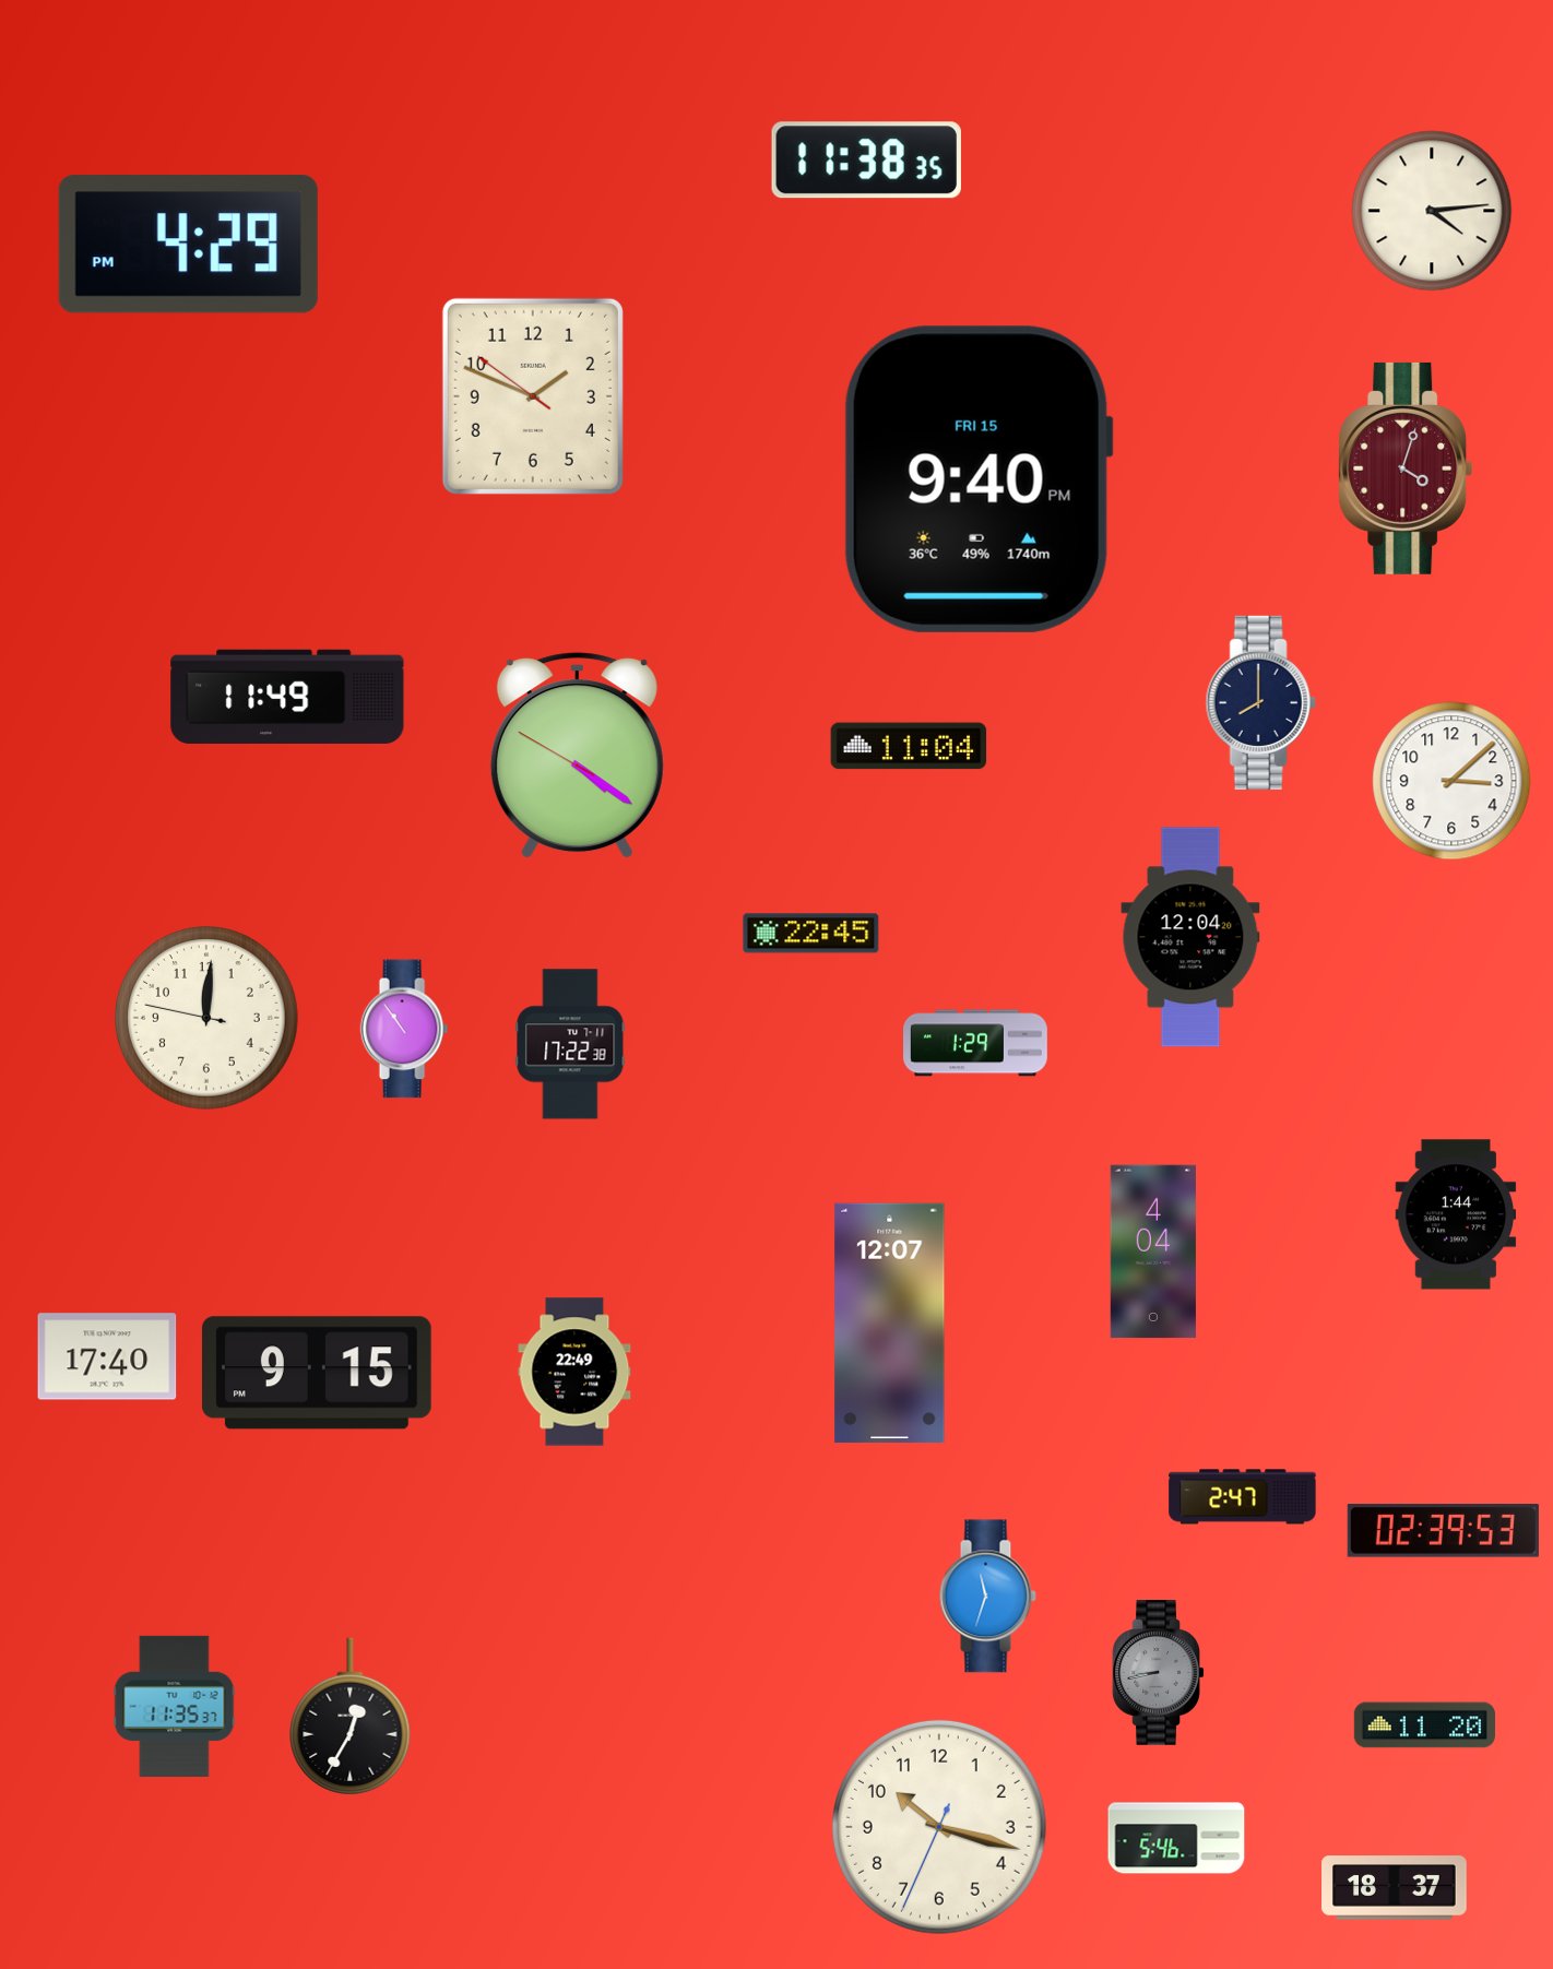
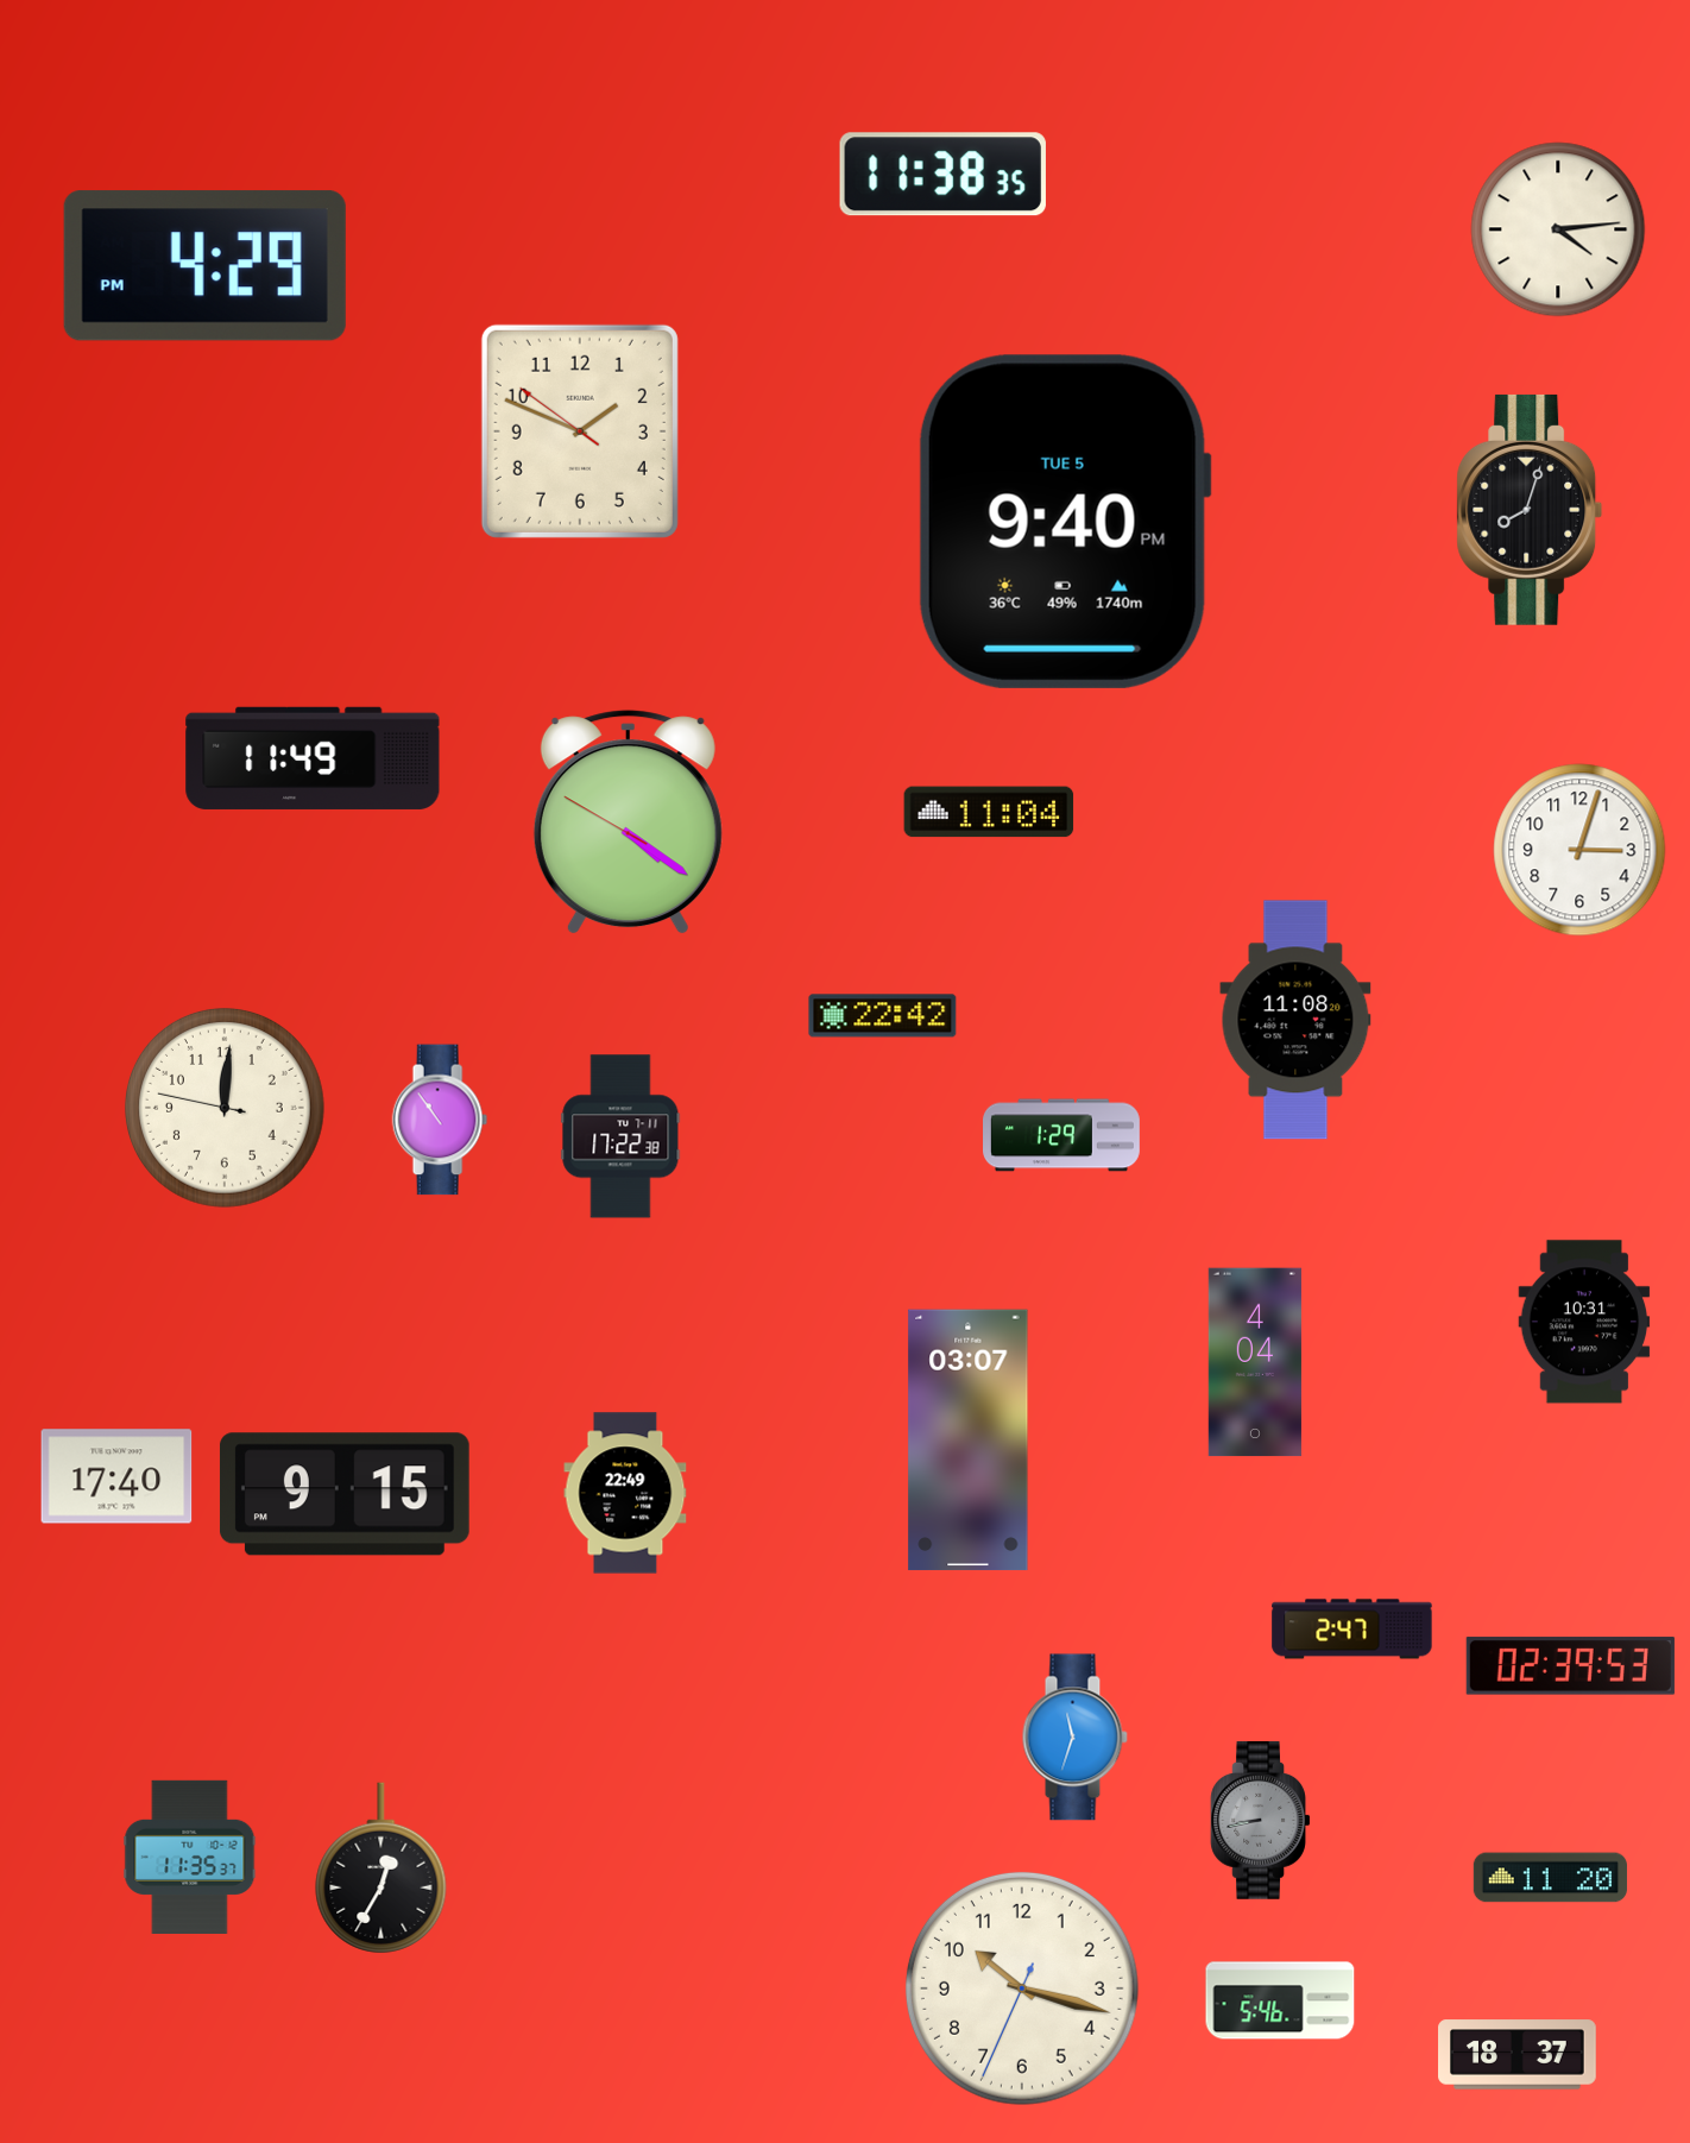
clock at (1406, 468): 4:03 -> 8:03
clock at (1406, 468) dial: burgundy -> black
clock at (979, 479) date: FRI 15 -> TUE 5
clock at (1260, 702): 8:00 -> none
clock at (1451, 781): 3:08 -> 3:03
clock at (811, 934): 22:45 -> 22:42
clock at (1190, 937): 12:04 -> 11:08
clock at (1456, 1214): 1:44 -> 10:31
clock at (890, 1324): 12:07 -> 03:07
